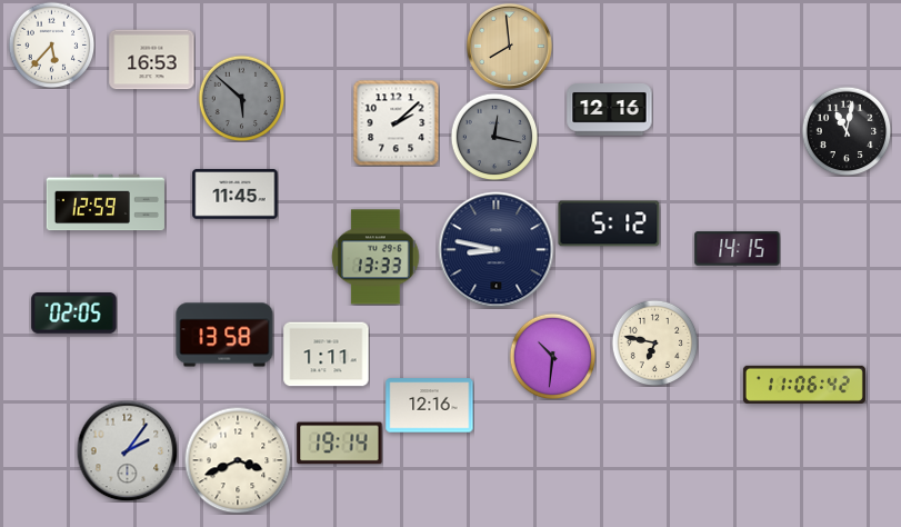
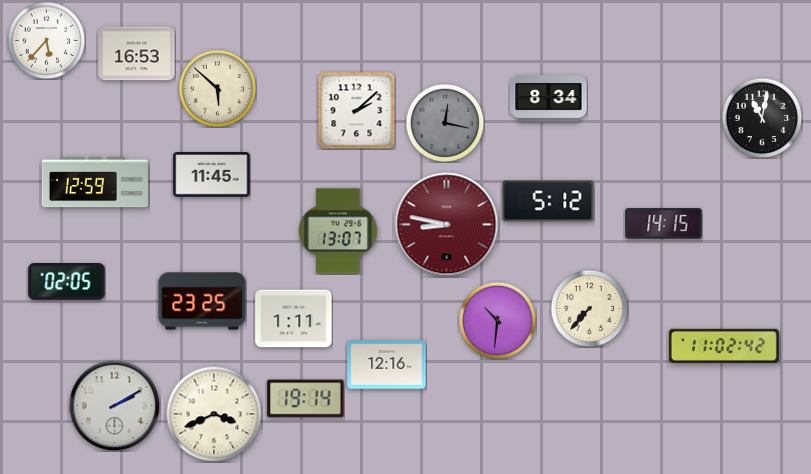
clock at (509, 46): 7:59 -> none
clock at (241, 98) dial: grey -> cream
clock at (610, 110): 12:16 -> 8:34
clock at (497, 250) dial: navy -> burgundy
clock at (376, 257): 13:33 -> 13:07
clock at (224, 335): 13:58 -> 23:25
clock at (654, 342): 6:47 -> 7:37
clock at (804, 385): 11:06 -> 11:02
clock at (127, 450): 2:06 -> 2:10
